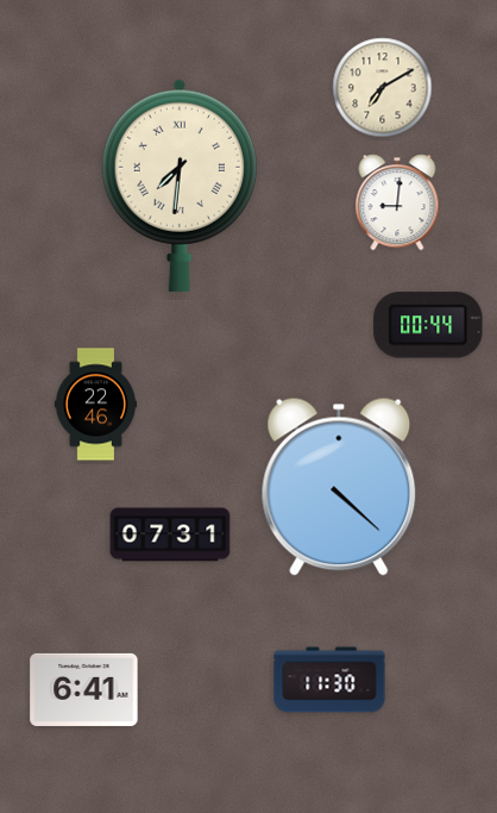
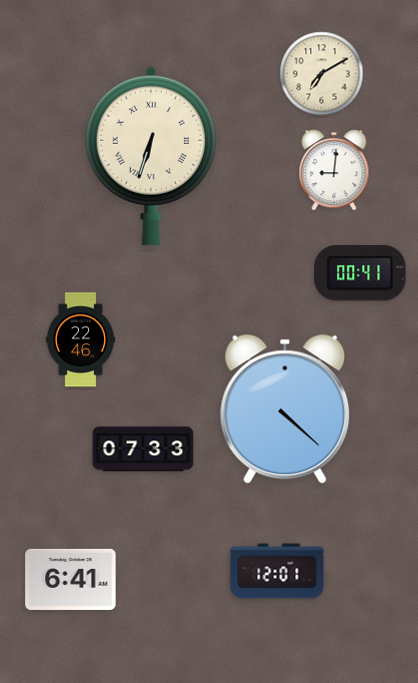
clock at (180, 186): 7:31 -> 6:33
clock at (428, 325): 00:44 -> 00:41
clock at (170, 534): 07:31 -> 07:33
clock at (329, 680): 11:30 -> 12:01
